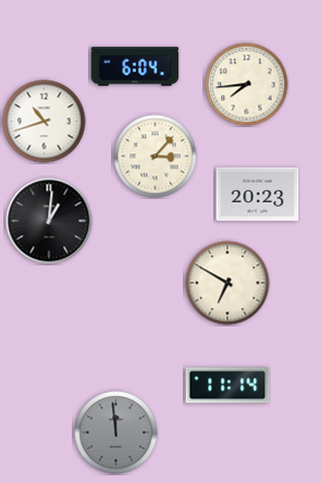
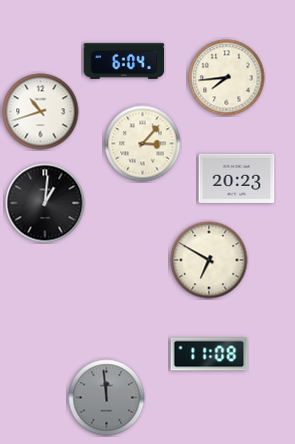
clock at (227, 385): 11:14 -> 11:08
